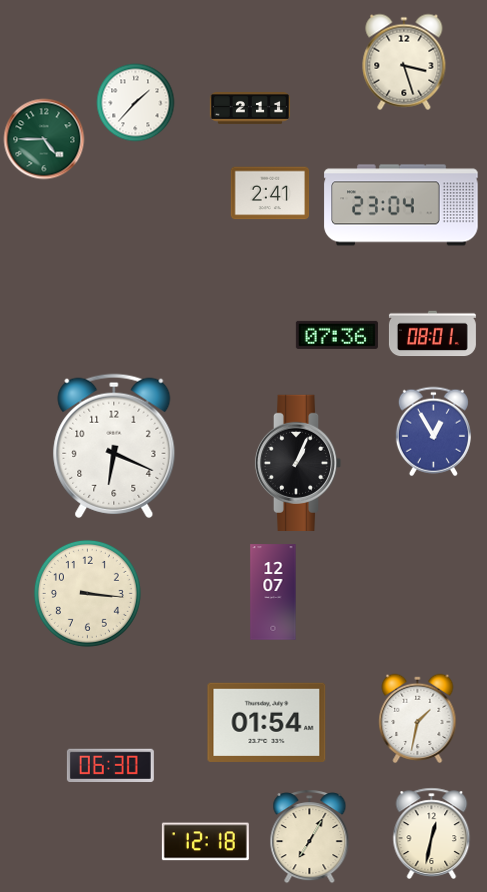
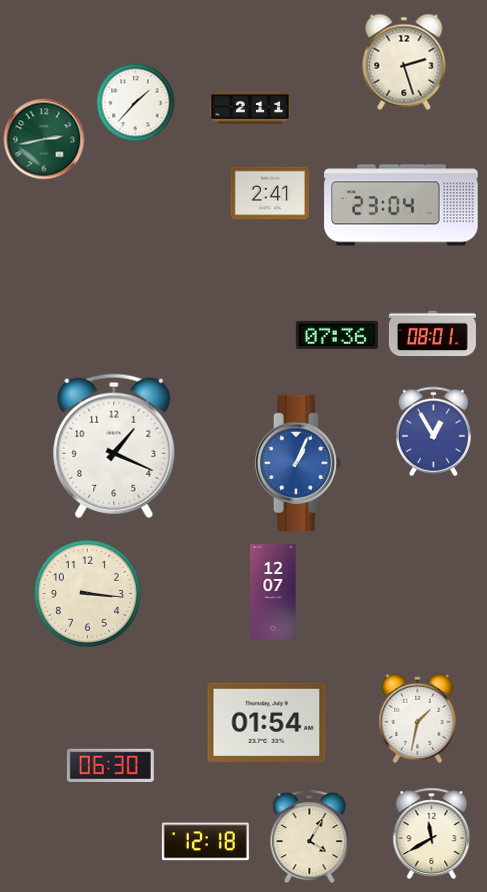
clock at (404, 62): 3:27 -> 2:27
clock at (44, 139): 4:45 -> 2:43
clock at (114, 446): 6:19 -> 1:19
clock at (298, 463) dial: black -> blue
clock at (432, 833): 12:32 -> 11:40
clock at (310, 836): 7:05 -> 4:05
